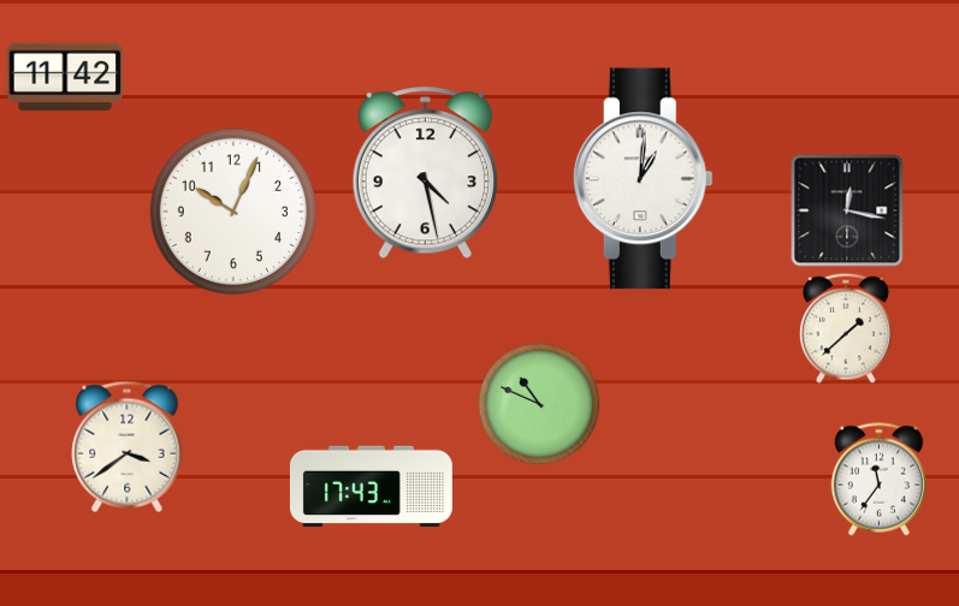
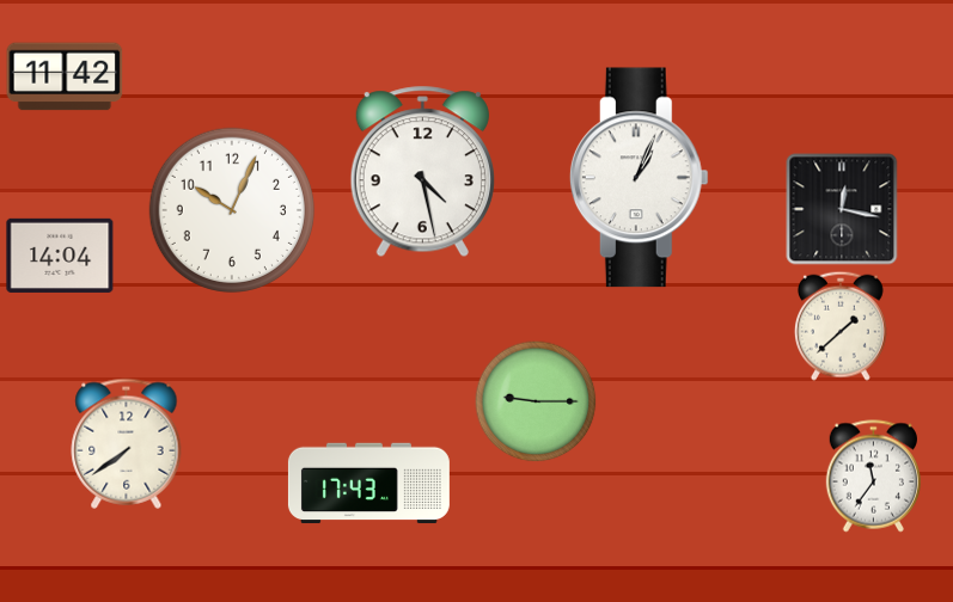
clock at (643, 179): 1:01 -> 1:04
clock at (60, 256): none -> 14:04
clock at (539, 404): 10:49 -> 9:15
clock at (128, 446): 3:39 -> 7:39
